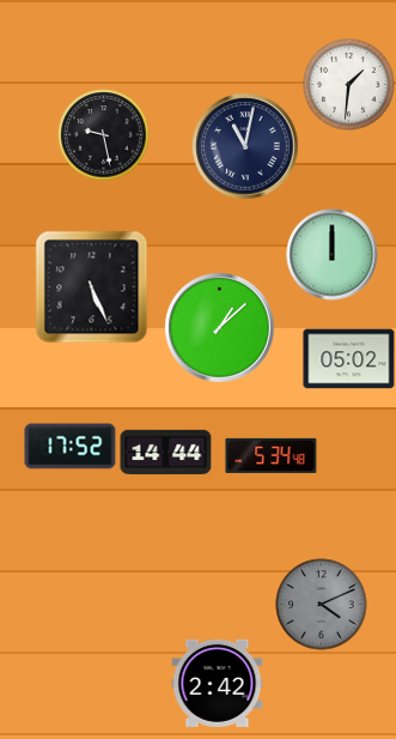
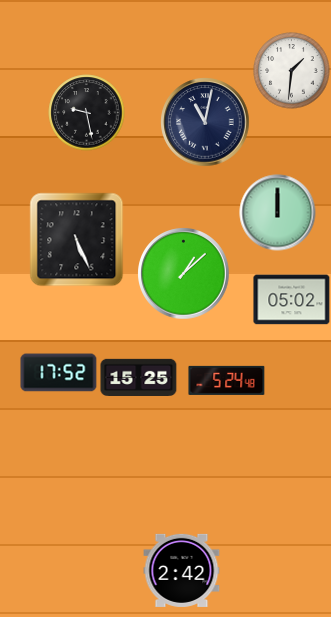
clock at (166, 452): 14:44 -> 15:25
clock at (272, 455): 5:34 -> 5:24
clock at (322, 605): 4:11 -> none
